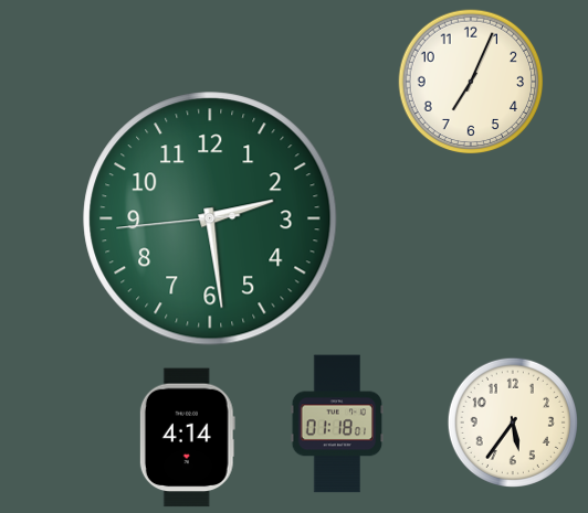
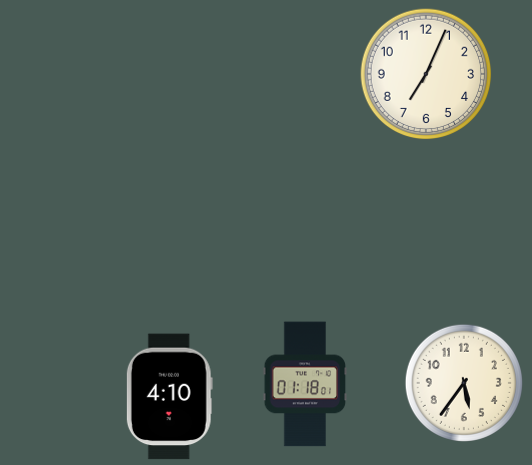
clock at (210, 218): 2:28 -> none
clock at (187, 438): 4:14 -> 4:10
